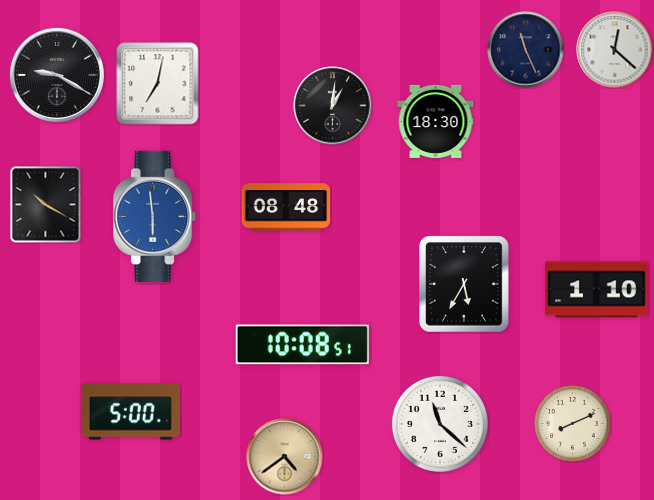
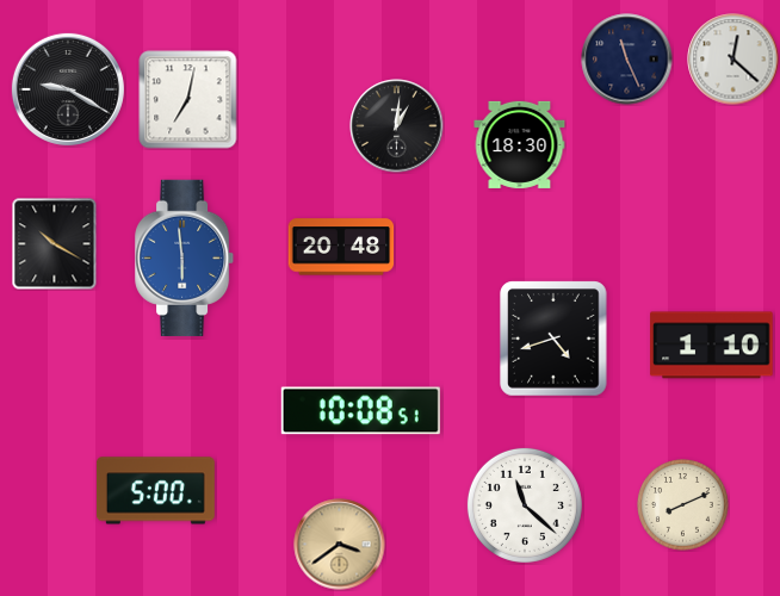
clock at (286, 207): 08:48 -> 20:48
clock at (464, 284): 5:35 -> 4:42
clock at (285, 457): 4:39 -> 3:39
